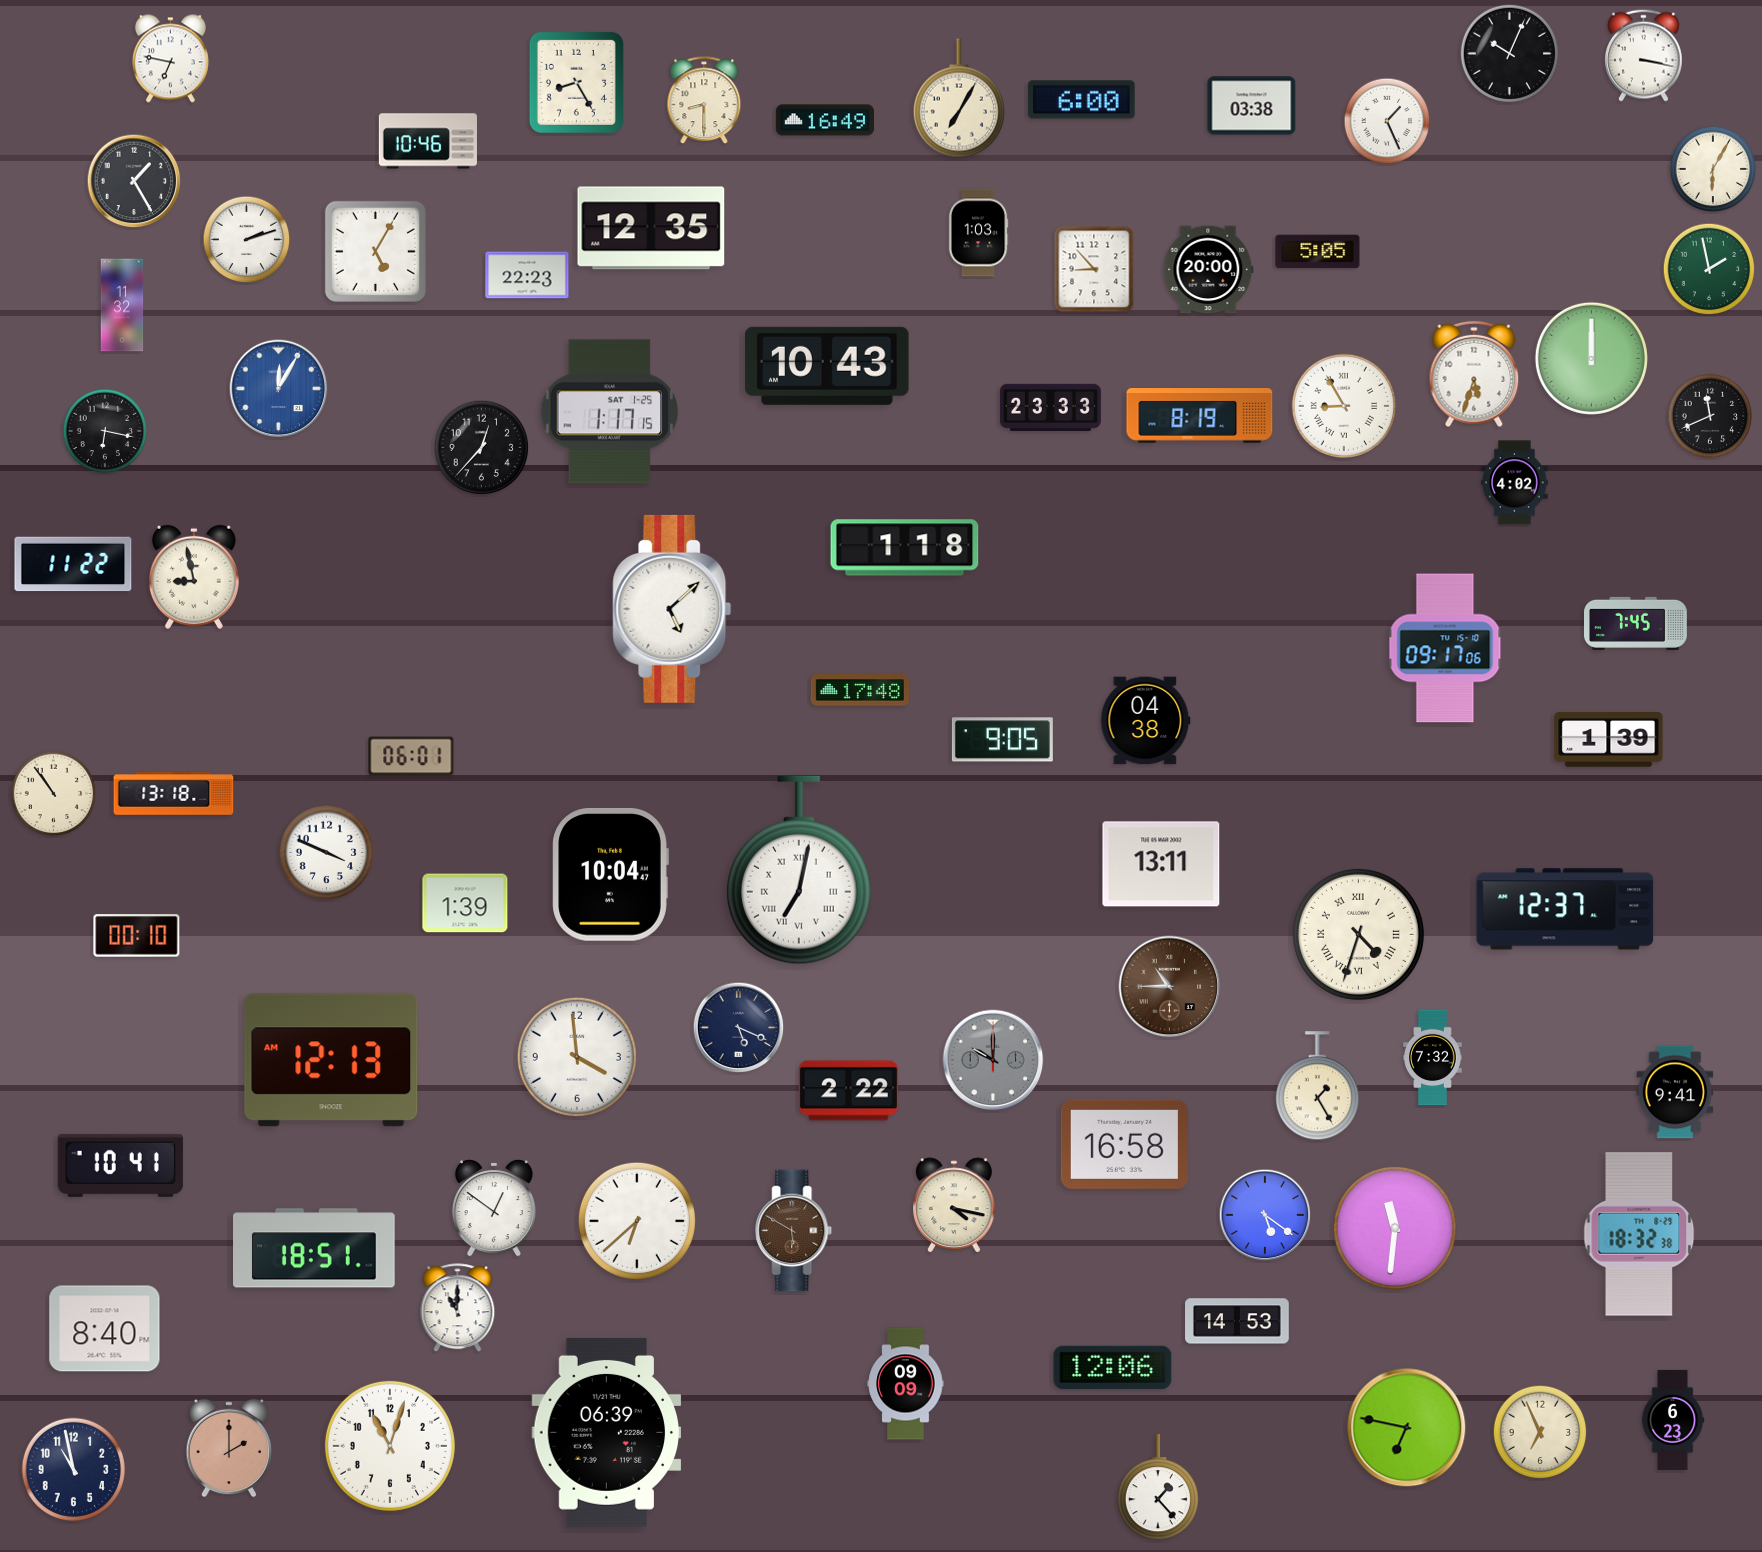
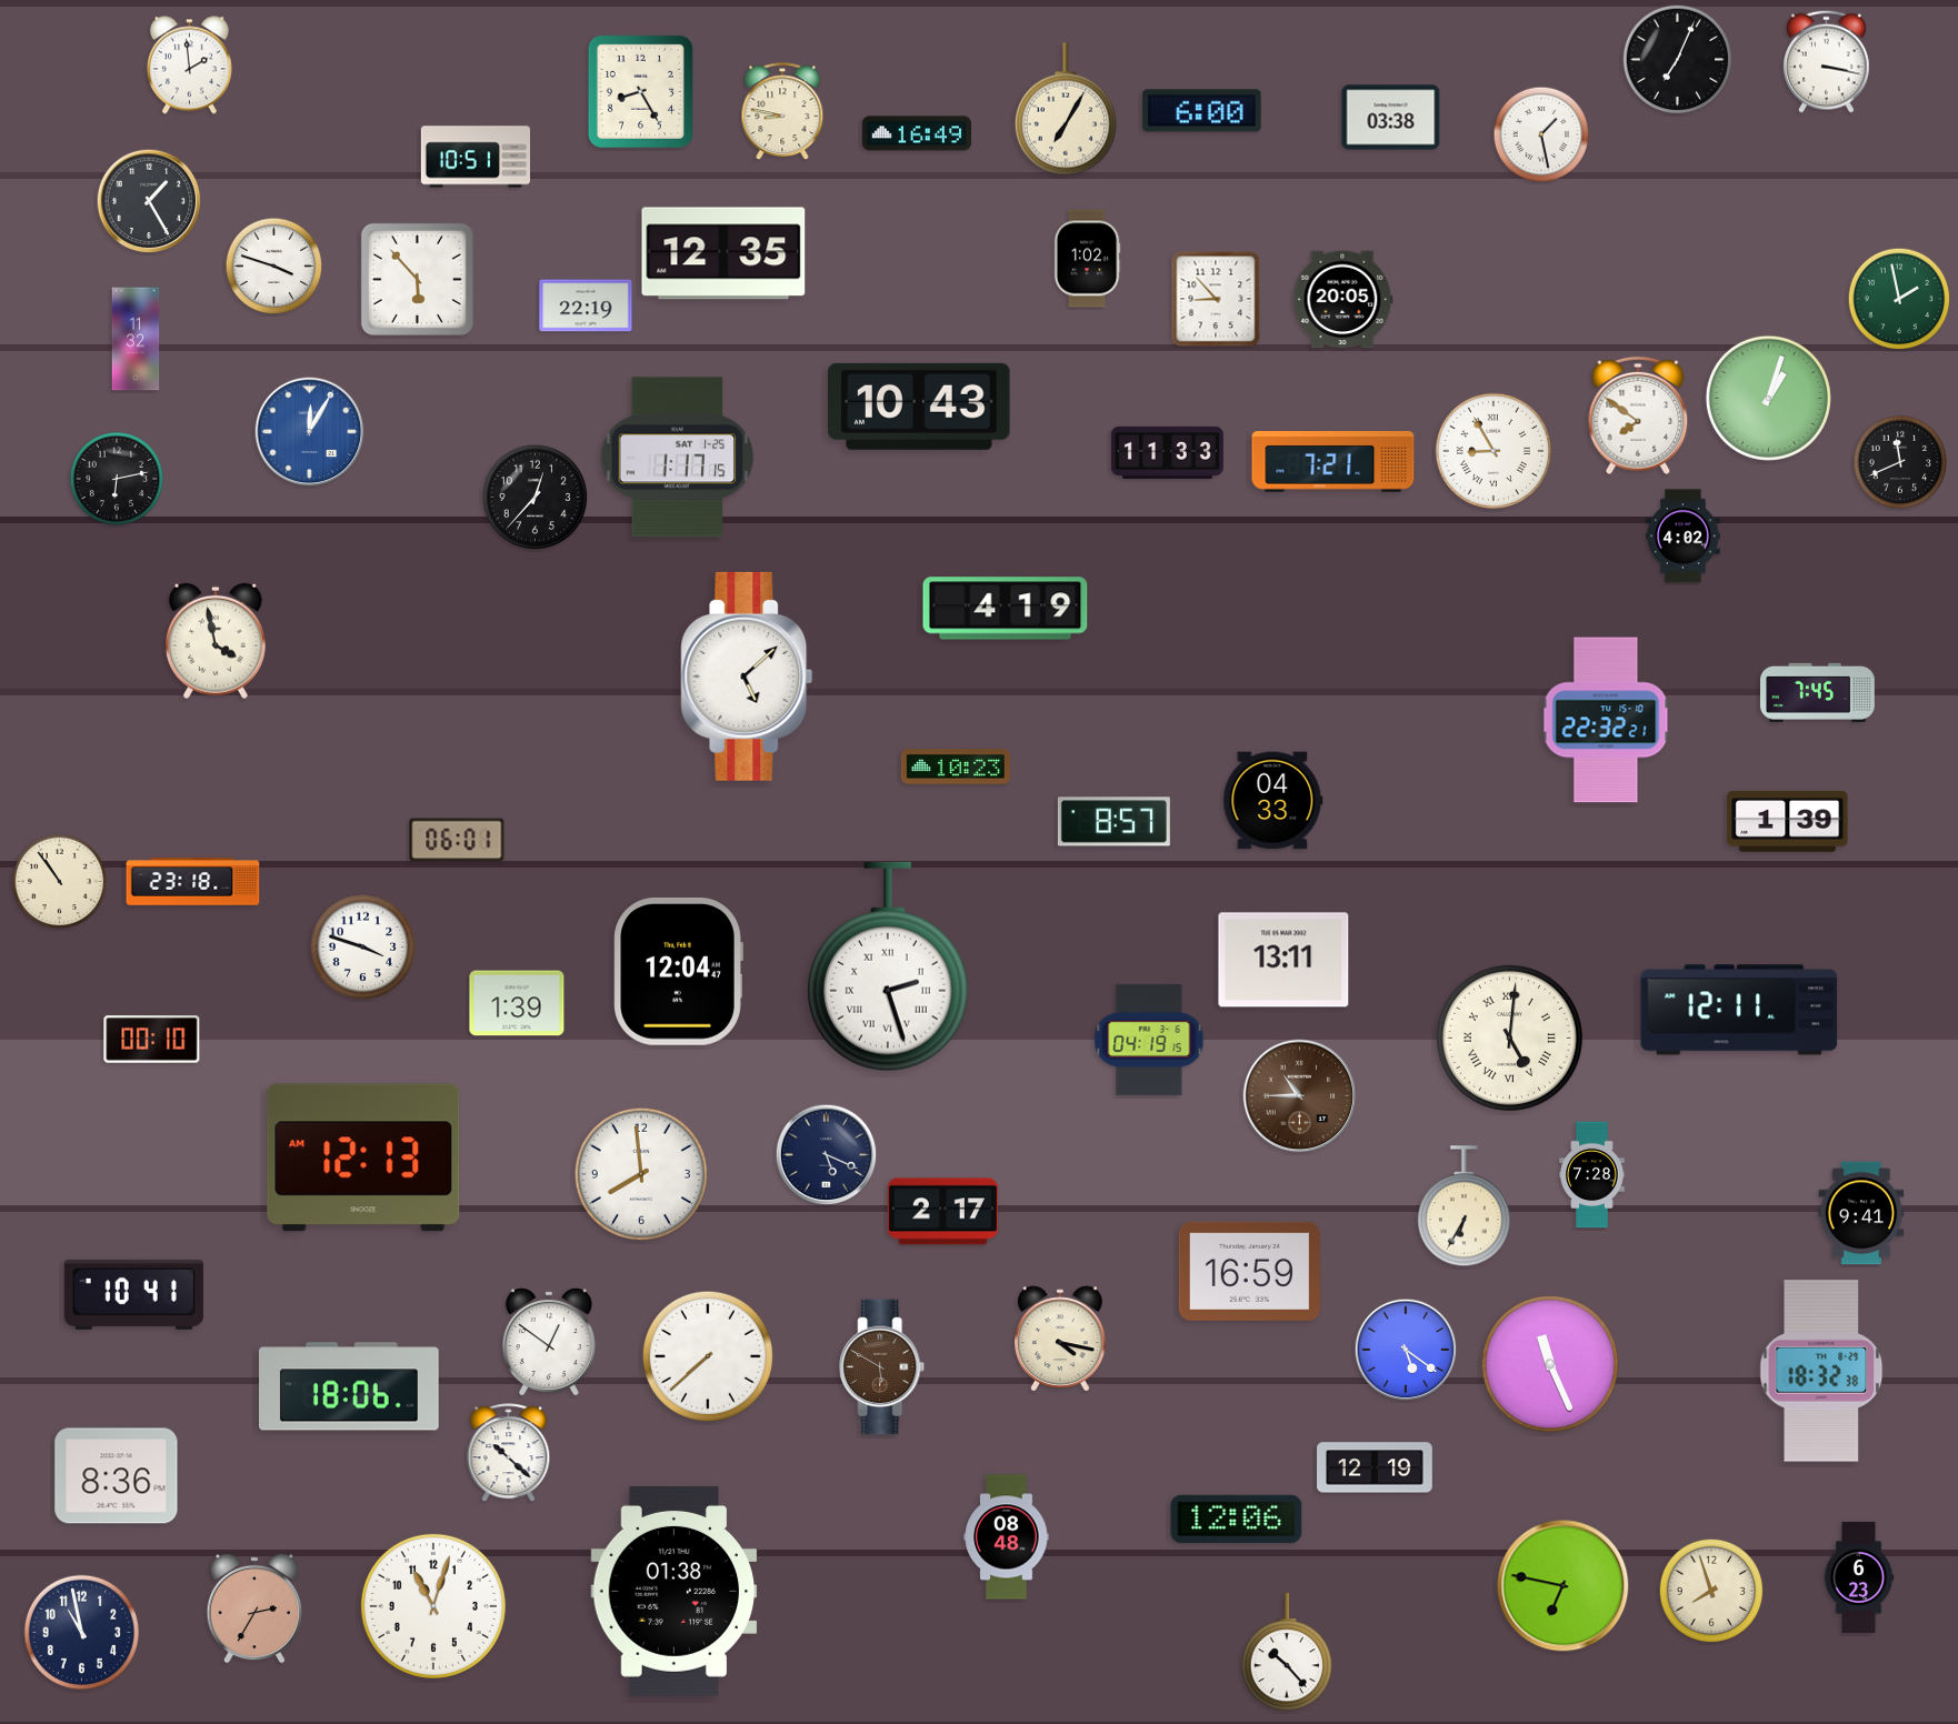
clock at (1510, 54): 10:04 -> 7:04
clock at (170, 59): 6:47 -> 1:59
clock at (704, 101): 8:30 -> 8:47
clock at (1387, 121): 1:26 -> 1:28
clock at (428, 141): 10:46 -> 10:51
clock at (1713, 169): 6:05 -> none
clock at (978, 233): 1:03 -> 1:02
clock at (247, 240): 2:12 -> 3:48
clock at (375, 251): 5:05 -> 5:53
clock at (1318, 252): 5:05 -> none
clock at (1209, 270): 20:00 -> 20:05
clock at (527, 275): 22:23 -> 22:19
clock at (1591, 358): 12:00 -> 1:03
clock at (1474, 374): 5:33 -> 7:51
clock at (1050, 407): 23:33 -> 11:33
clock at (1200, 416): 8:19 -> 7:21
clock at (105, 431): 6:17 -> 6:13
clock at (905, 548): 1:18 -> 4:19
clock at (73, 564): 11:22 -> none
clock at (194, 577): 8:58 -> 3:58
clock at (1445, 648): 09:17 -> 22:32
clock at (860, 690): 17:48 -> 10:23
clock at (1146, 721): 04:38 -> 04:33
clock at (1002, 740): 9:05 -> 8:57
clock at (174, 794): 13:18 -> 23:18
clock at (327, 853): 3:49 -> 3:48
clock at (1161, 864) position: (1161, 864) -> (1283, 960)
clock at (799, 870): 7:02 -> 2:27
clock at (610, 874): 10:04 -> 12:04
clock at (1565, 909): 12:37 -> 12:11
clock at (1358, 934): 4:33 -> 5:01
clock at (1149, 1040): none -> 04:19
clock at (739, 1028) position: (739, 1028) -> (827, 1155)
clock at (577, 1057): 3:59 -> 7:59
clock at (1433, 1058): 7:32 -> 7:28
clock at (331, 1060) position: (331, 1060) -> (363, 1157)
clock at (993, 1060): 10:00 -> none
clock at (1317, 1086): 1:25 -> 6:35
clock at (848, 1091): 2:22 -> 2:17
clock at (1124, 1144): 16:58 -> 16:59
clock at (637, 1221): 6:38 -> 7:38
clock at (1395, 1228): 11:31 -> 11:26
clock at (315, 1248): 18:51 -> 18:06
clock at (458, 1308): 11:00 -> 10:22
clock at (1237, 1321): 14:53 -> 12:19
clock at (105, 1329): 8:40 -> 8:36
clock at (906, 1384): 09:09 -> 08:48
clock at (607, 1432): 06:39 -> 01:38
clock at (1540, 1432): 6:56 -> 7:57
clock at (229, 1448): 2:00 -> 2:35
clock at (1158, 1488): 1:23 -> 10:23
